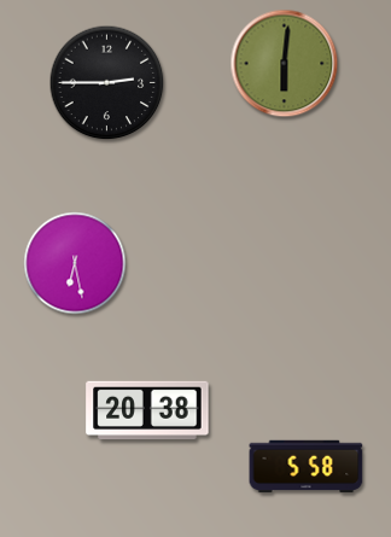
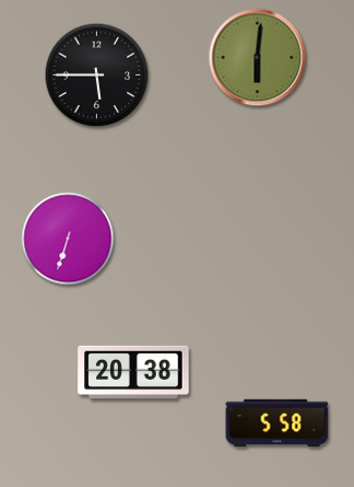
clock at (107, 83): 2:45 -> 5:45
clock at (75, 263): 6:28 -> 6:33
